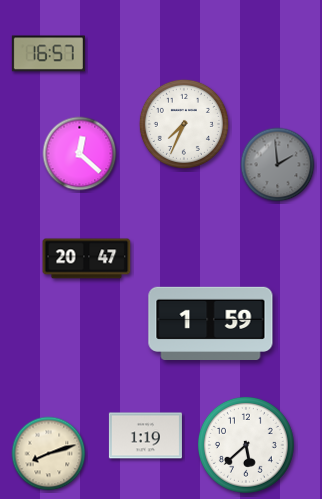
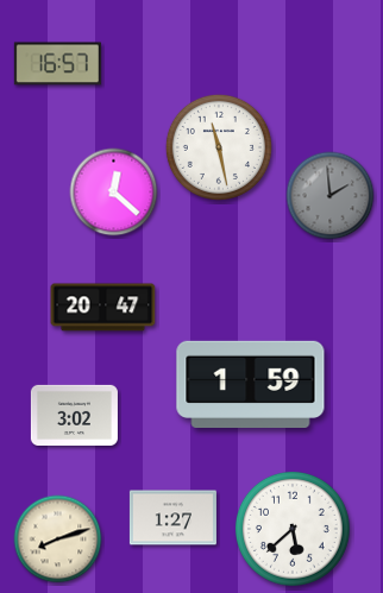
clock at (184, 124): 7:34 -> 11:28
clock at (80, 154) position: (80, 154) -> (114, 193)
clock at (74, 415): none -> 3:02
clock at (145, 436): 1:19 -> 1:27
